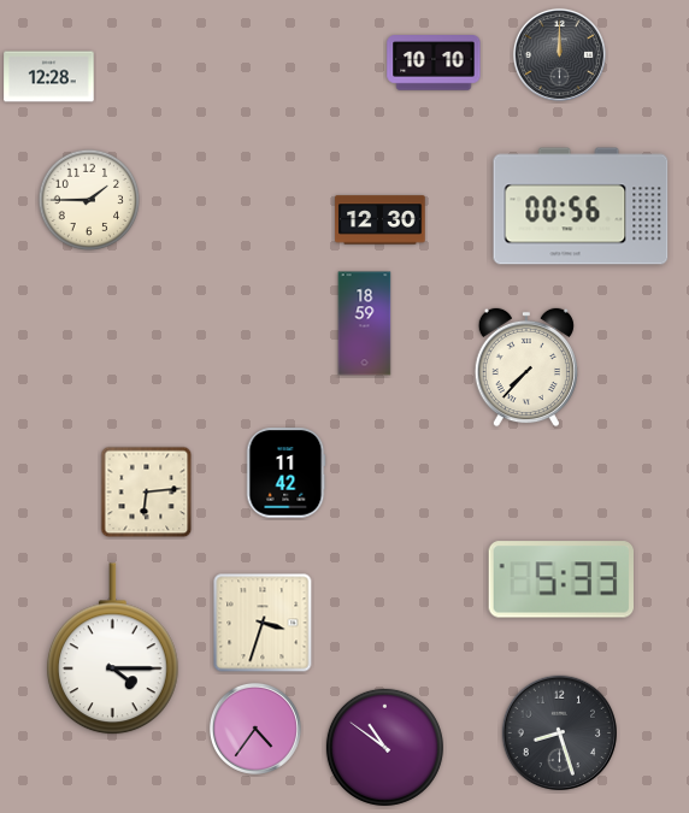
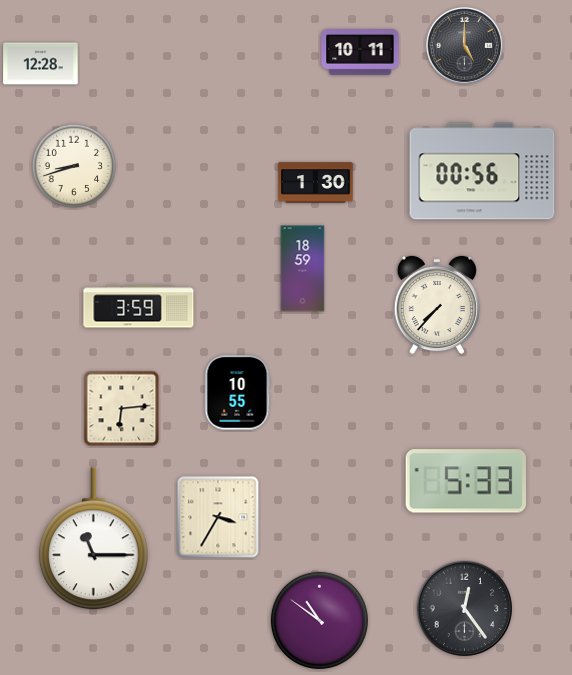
clock at (559, 54): 12:00 -> 5:00
clock at (434, 63): 10:10 -> 10:11
clock at (89, 200): 1:45 -> 8:42
clock at (381, 220): 12:30 -> 1:30
clock at (139, 307): none -> 3:59
clock at (285, 473): 11:42 -> 10:55
clock at (263, 623): 3:33 -> 3:35
clock at (112, 649): 4:15 -> 11:15
clock at (255, 729): 4:36 -> none
clock at (559, 732): 8:27 -> 12:24
